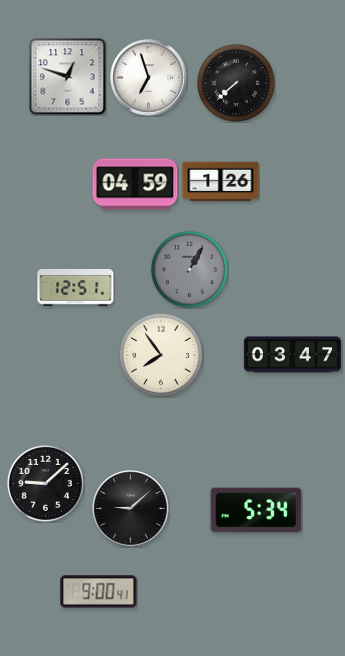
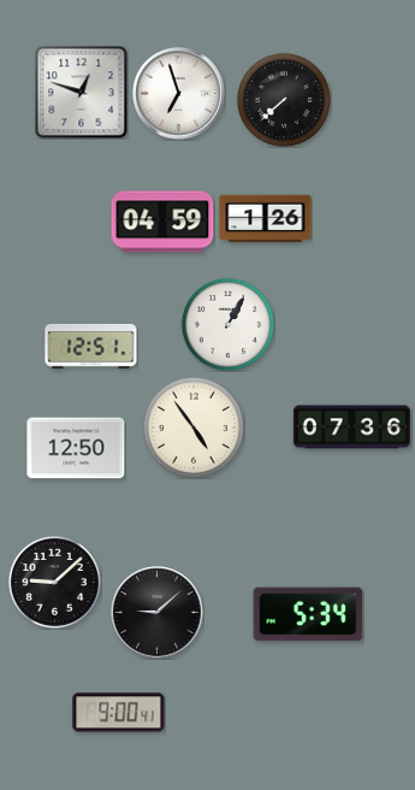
clock at (189, 269) dial: grey -> white
clock at (161, 355): 7:54 -> 4:54
clock at (292, 355): 03:47 -> 07:36
clock at (76, 448): none -> 12:50
